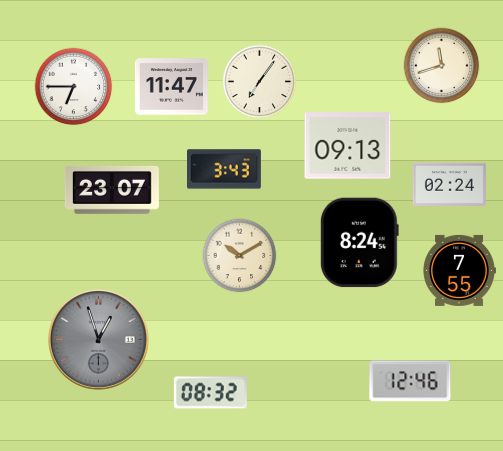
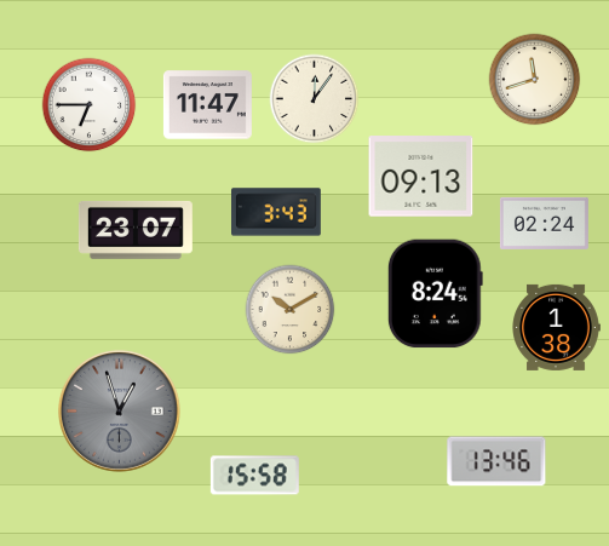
clock at (260, 82): 7:06 -> 12:06
clock at (225, 169) position: (225, 169) -> (277, 212)
clock at (459, 270): 7:55 -> 1:38
clock at (410, 381): 12:46 -> 13:46
clock at (210, 393): 08:32 -> 15:58
